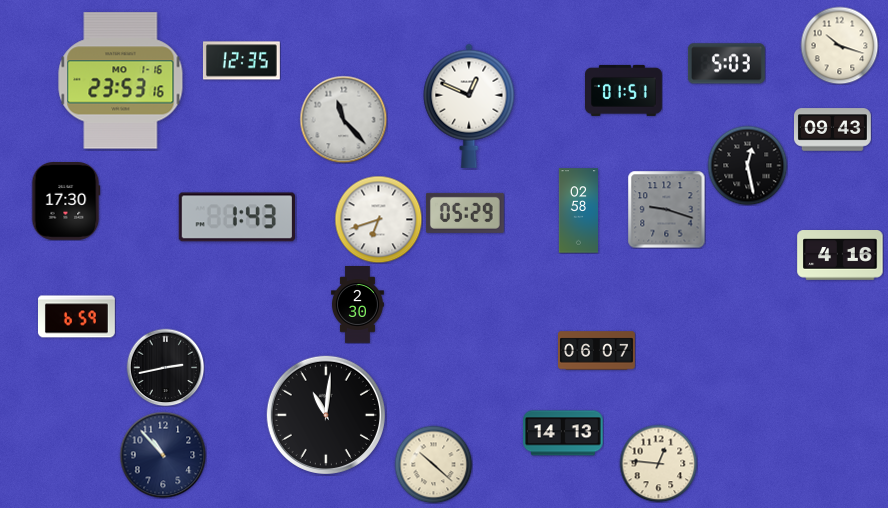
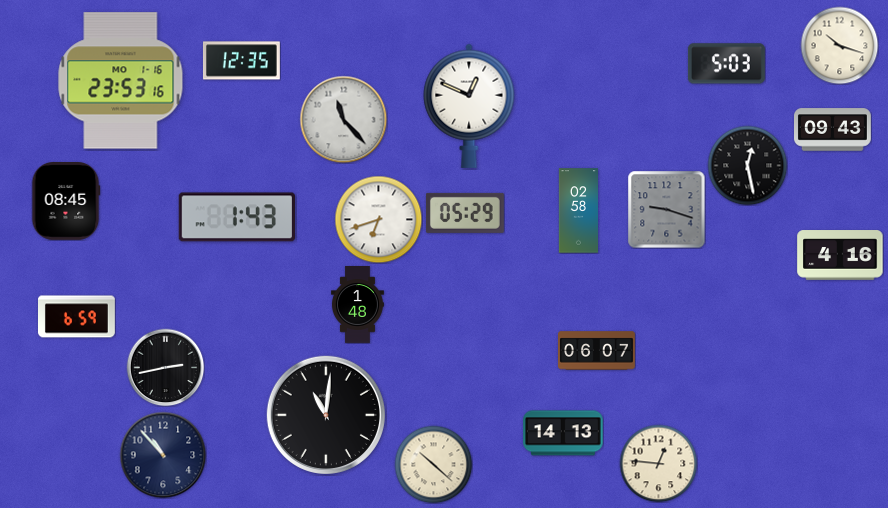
clock at (624, 90): 01:51 -> none
clock at (66, 202): 17:30 -> 08:45
clock at (357, 305): 2:30 -> 1:48
